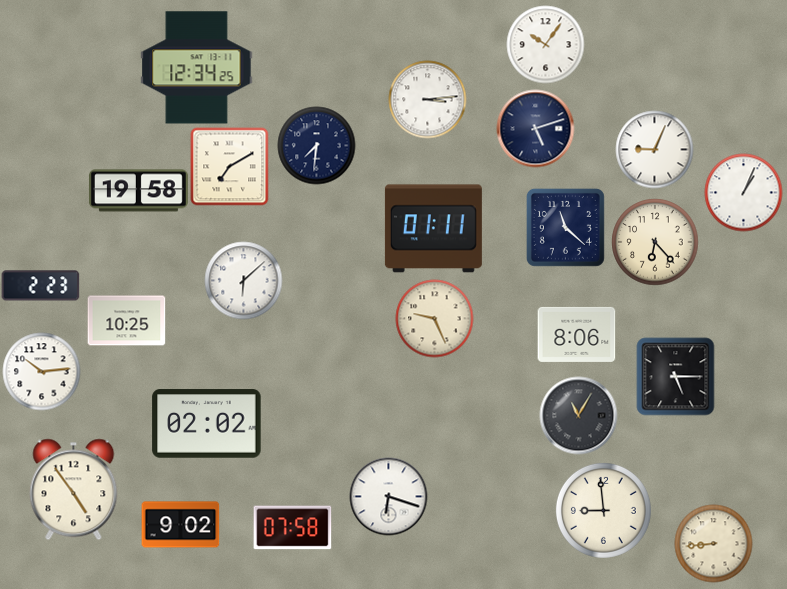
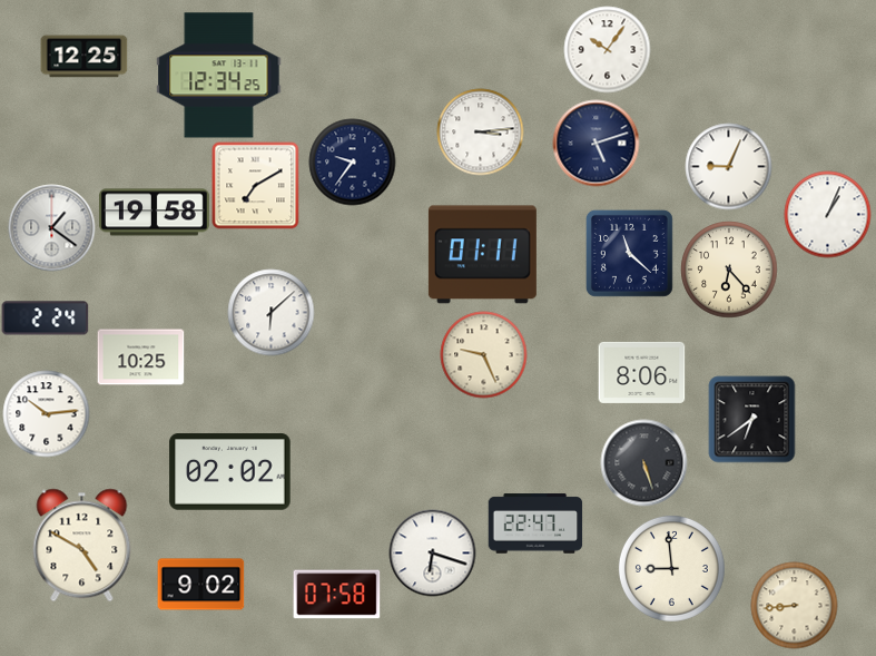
clock at (83, 57): none -> 12:25
clock at (427, 99) position: (427, 99) -> (480, 131)
clock at (316, 145): 7:31 -> 9:36
clock at (51, 227): none -> 1:21
clock at (40, 286): 2:23 -> 2:24
clock at (675, 376): 5:15 -> 6:39
clock at (578, 415): 11:05 -> 5:27
clock at (535, 523): none -> 22:47
clock at (74, 489): 4:54 -> 4:50
clock at (292, 528) position: (292, 528) -> (336, 595)
